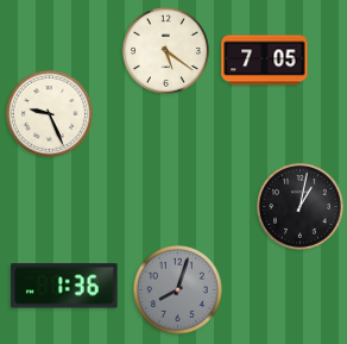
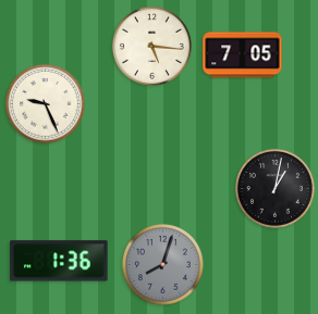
clock at (165, 50): 5:21 -> 5:16
